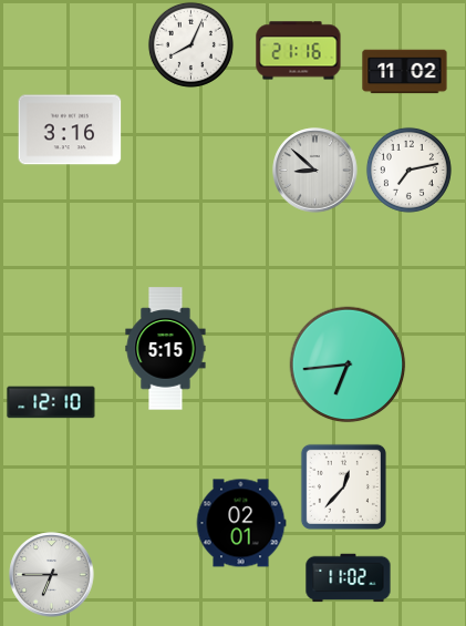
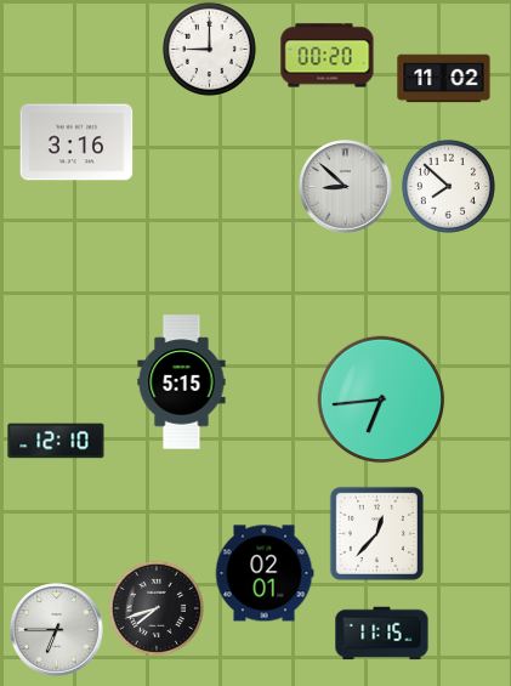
clock at (190, 44): 8:04 -> 9:00
clock at (299, 51): 21:16 -> 00:20
clock at (408, 170): 7:13 -> 7:52
clock at (157, 608): none -> 7:42
clock at (349, 578): 11:02 -> 11:15
